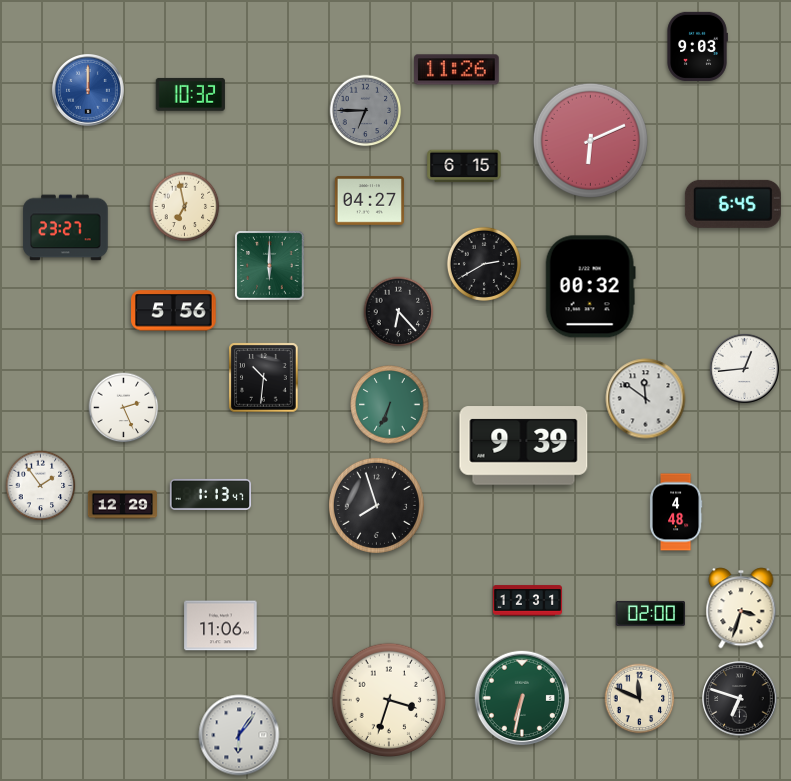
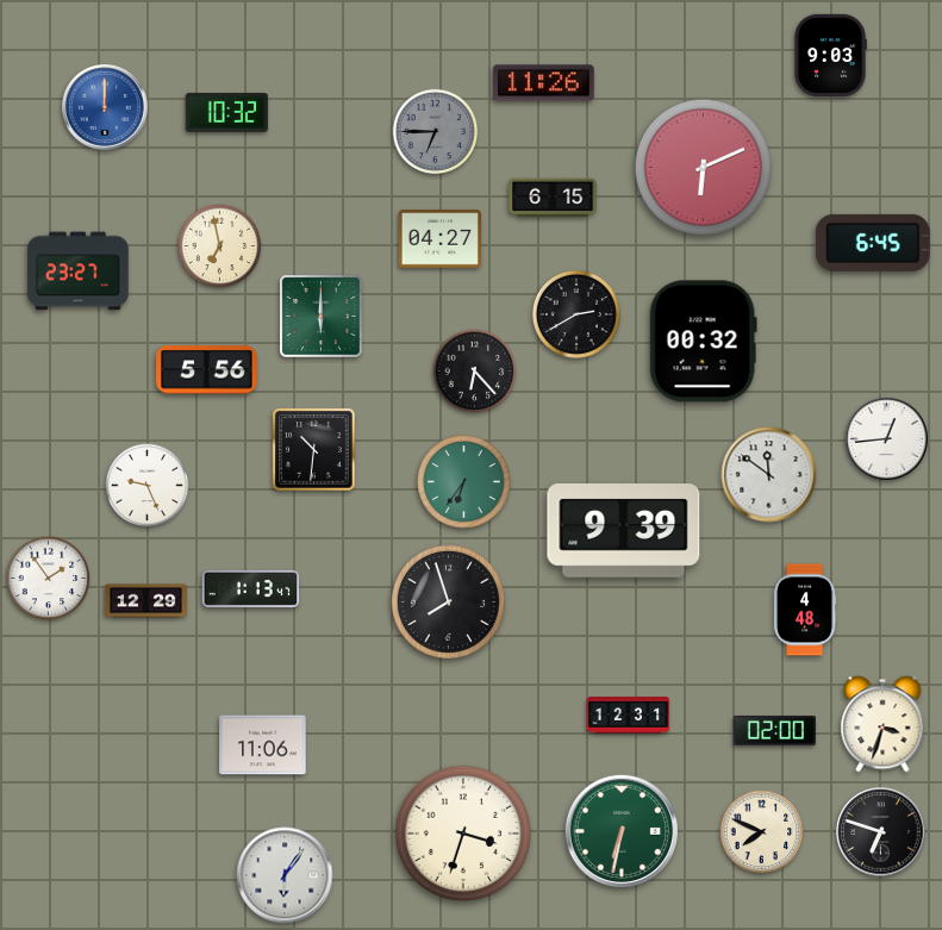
clock at (390, 405): 6:34 -> 6:36
clock at (124, 408): 2:26 -> 9:26
clock at (640, 699): 11:49 -> 7:49
